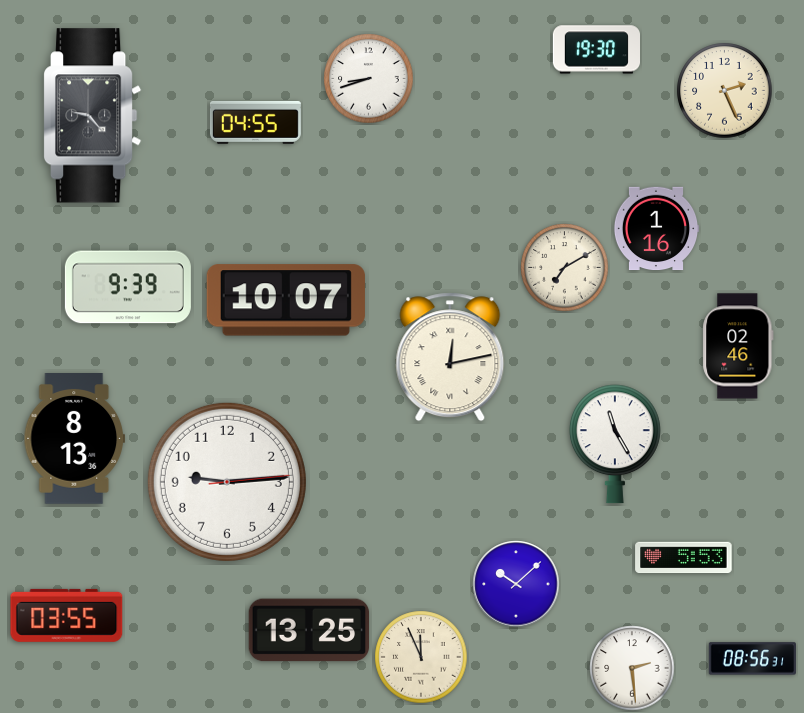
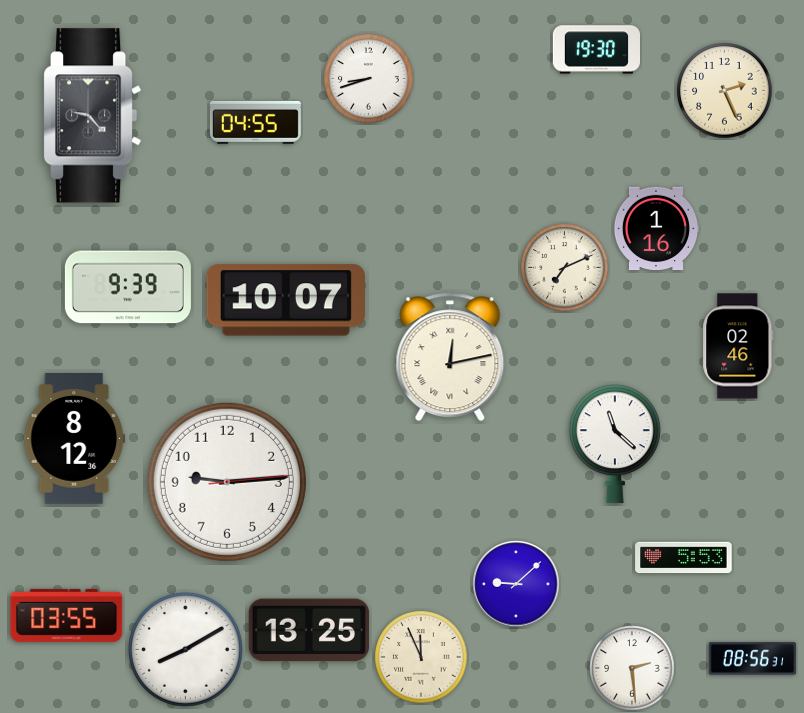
clock at (565, 268): 7:10 -> 7:11
clock at (74, 439): 8:13 -> 8:12
clock at (615, 444): 11:25 -> 11:22
clock at (516, 584): 10:08 -> 9:08
clock at (186, 650): none -> 8:10
